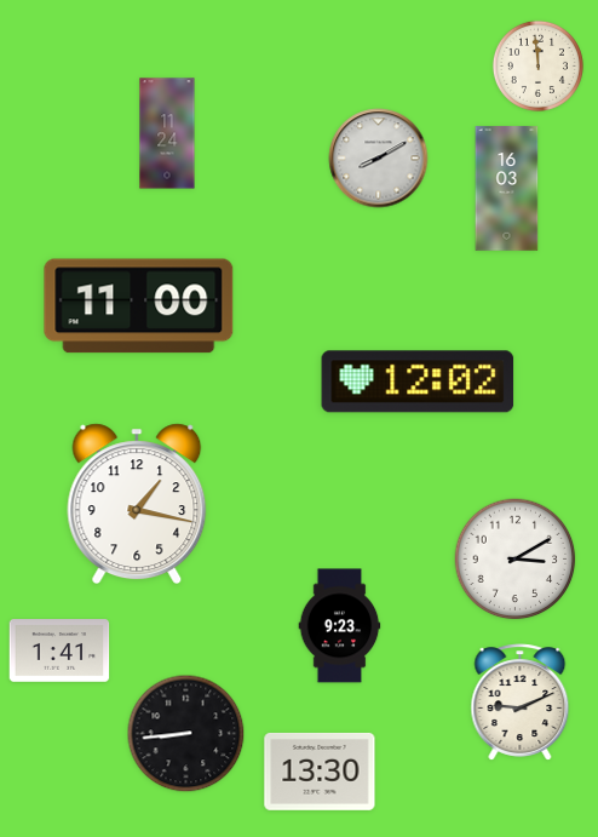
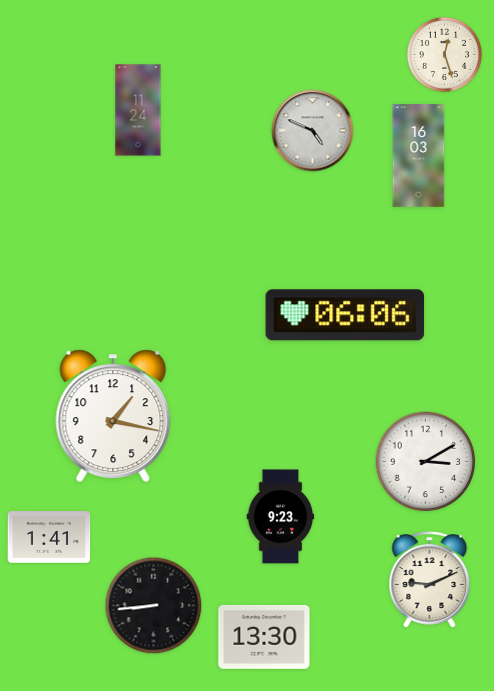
clock at (537, 65): 11:59 -> 12:27
clock at (379, 159): 8:10 -> 4:49
clock at (139, 306): 11:00 -> none
clock at (418, 382): 12:02 -> 06:06
